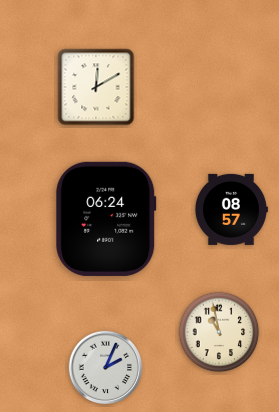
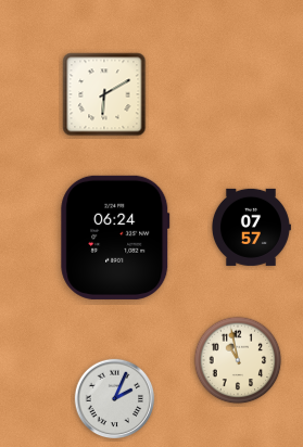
clock at (96, 87): 12:10 -> 6:10
clock at (231, 209): 08:57 -> 07:57
